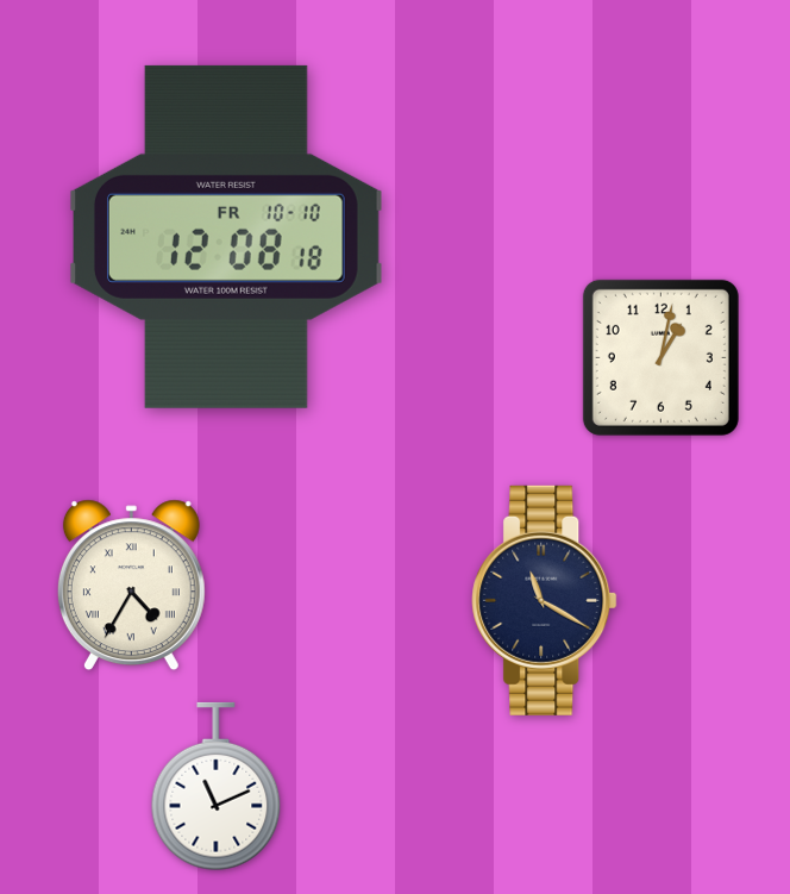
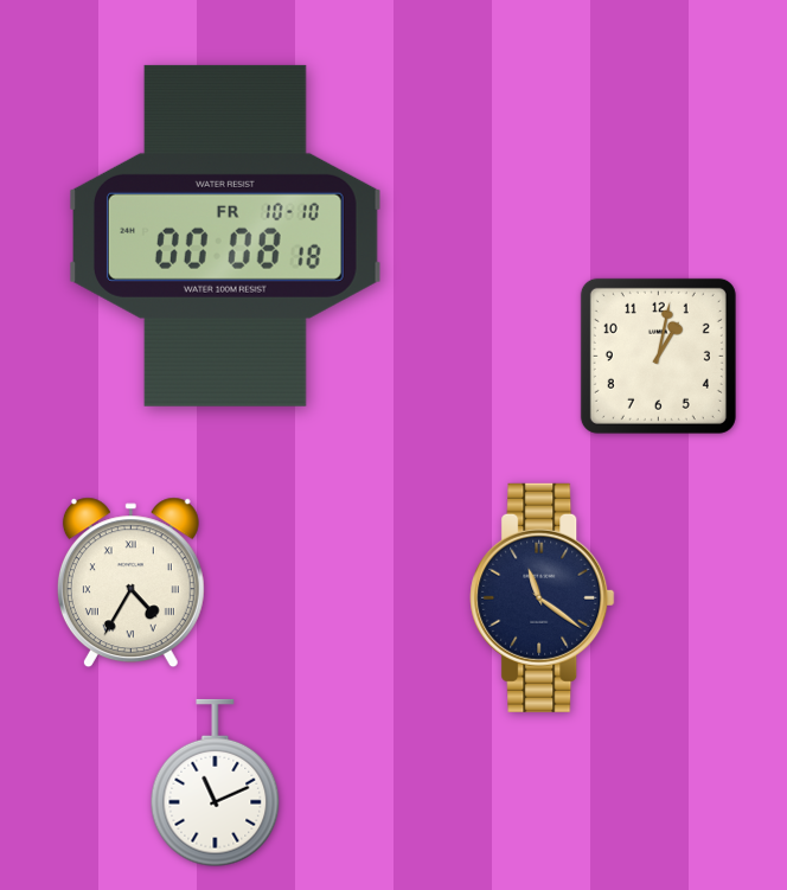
clock at (226, 237): 12:08 -> 00:08
clock at (545, 600): 11:20 -> 11:21
